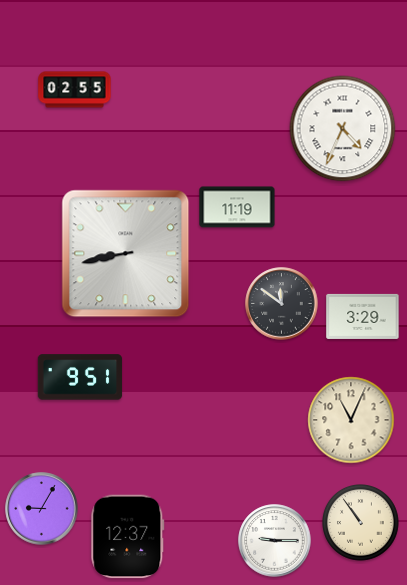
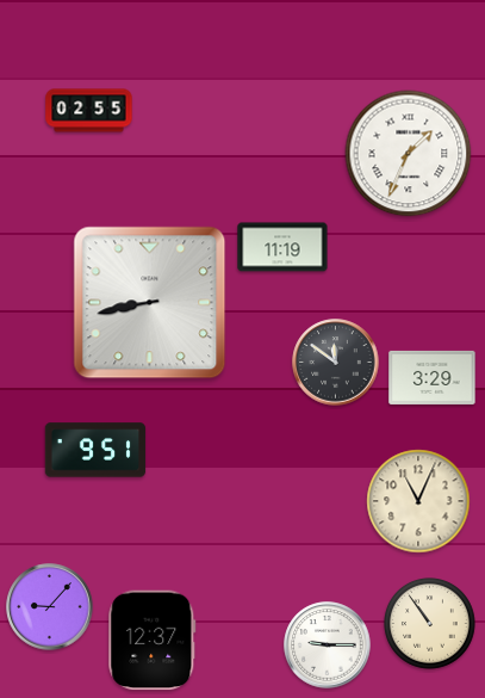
clock at (75, 90) position: (75, 90) -> (89, 111)
clock at (343, 129): 4:34 -> 1:34
clock at (42, 509): 9:05 -> 9:07
